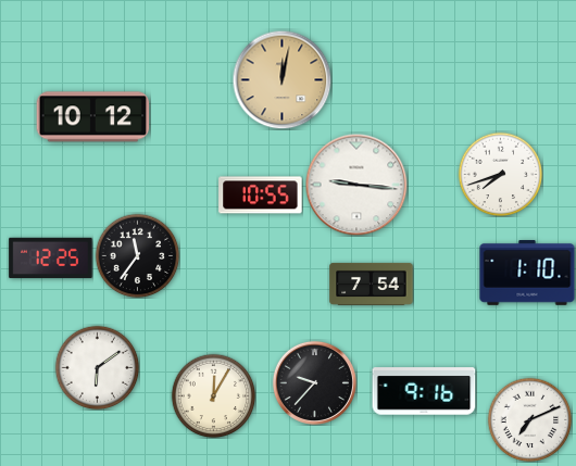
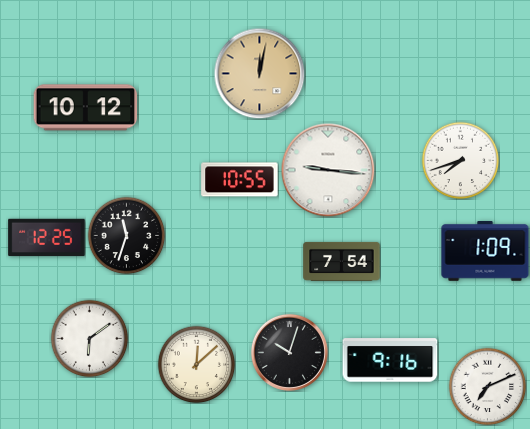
clock at (137, 255): 11:36 -> 11:33
clock at (527, 274): 1:10 -> 1:09
clock at (314, 382): 9:37 -> 10:03
clock at (213, 395): 12:05 -> 12:08
